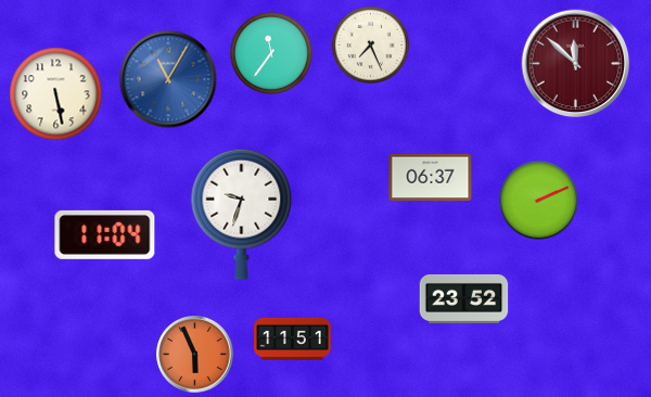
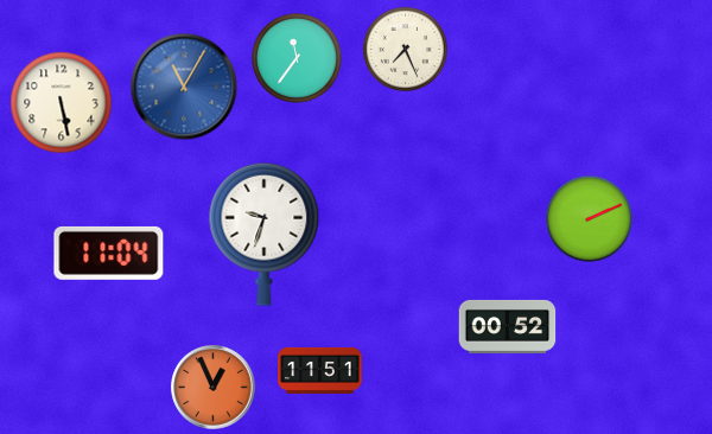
clock at (576, 64): 11:52 -> none
clock at (431, 178): 06:37 -> none
clock at (105, 234) position: (105, 234) -> (109, 253)
clock at (464, 298): 23:52 -> 00:52
clock at (195, 355): 5:56 -> 12:56
